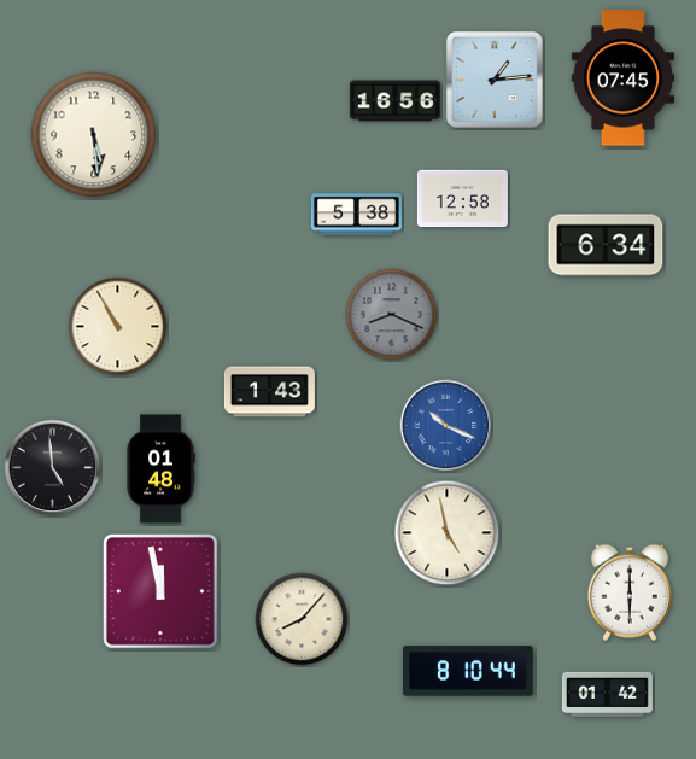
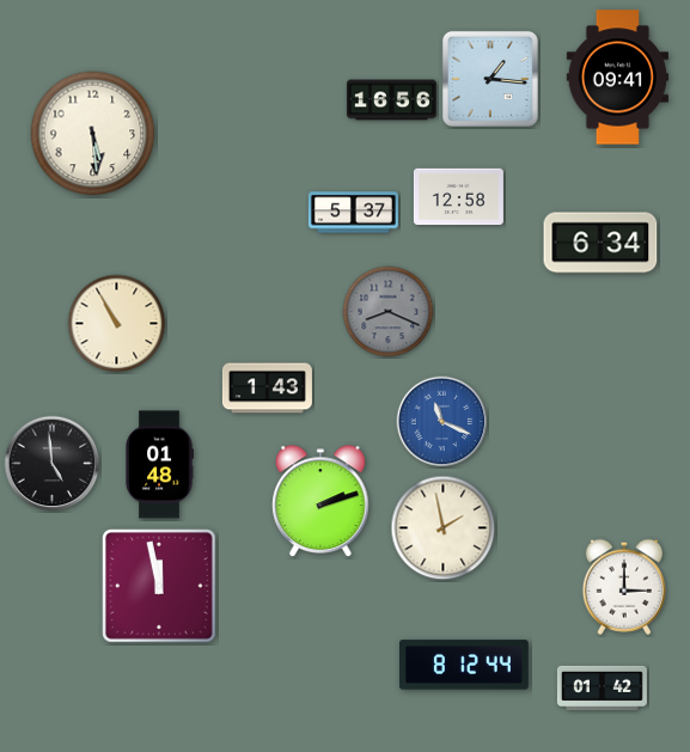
clock at (622, 78): 07:45 -> 09:41
clock at (495, 80): 1:14 -> 1:16
clock at (356, 215): 5:38 -> 5:37
clock at (446, 426): 10:19 -> 11:19
clock at (320, 501): none -> 2:12
clock at (448, 533): 4:58 -> 1:58
clock at (628, 592): 6:00 -> 3:00
clock at (302, 619): 8:07 -> none
clock at (468, 671): 8:10 -> 8:12
